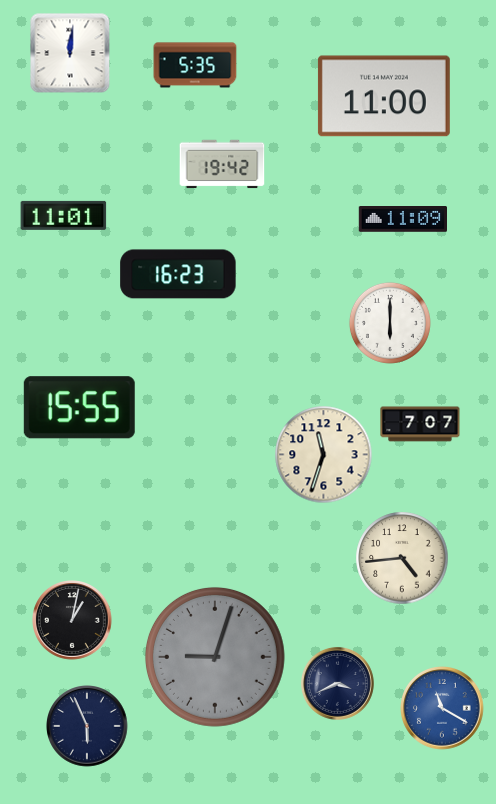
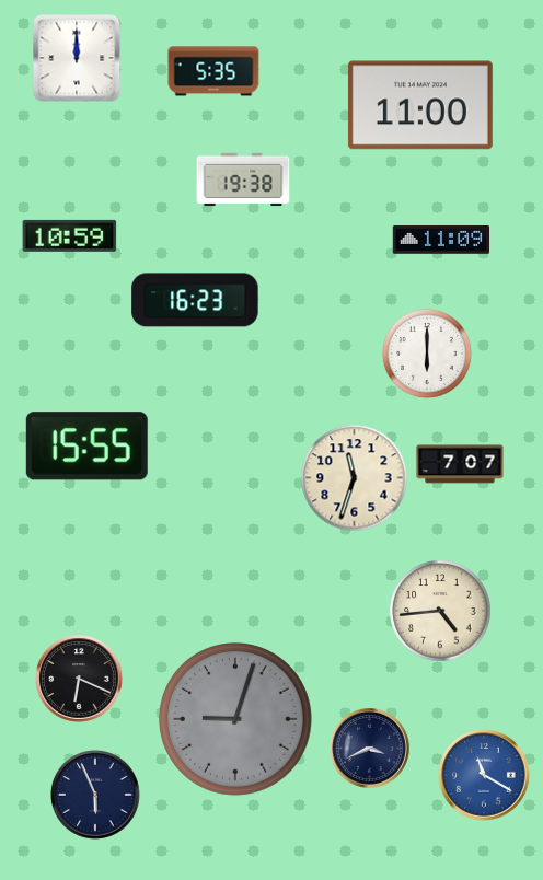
clock at (70, 53): 12:01 -> 12:00
clock at (222, 164): 19:42 -> 19:38
clock at (64, 215): 11:01 -> 10:59
clock at (324, 455) position: (324, 455) -> (355, 478)
clock at (73, 621): 1:02 -> 6:19
